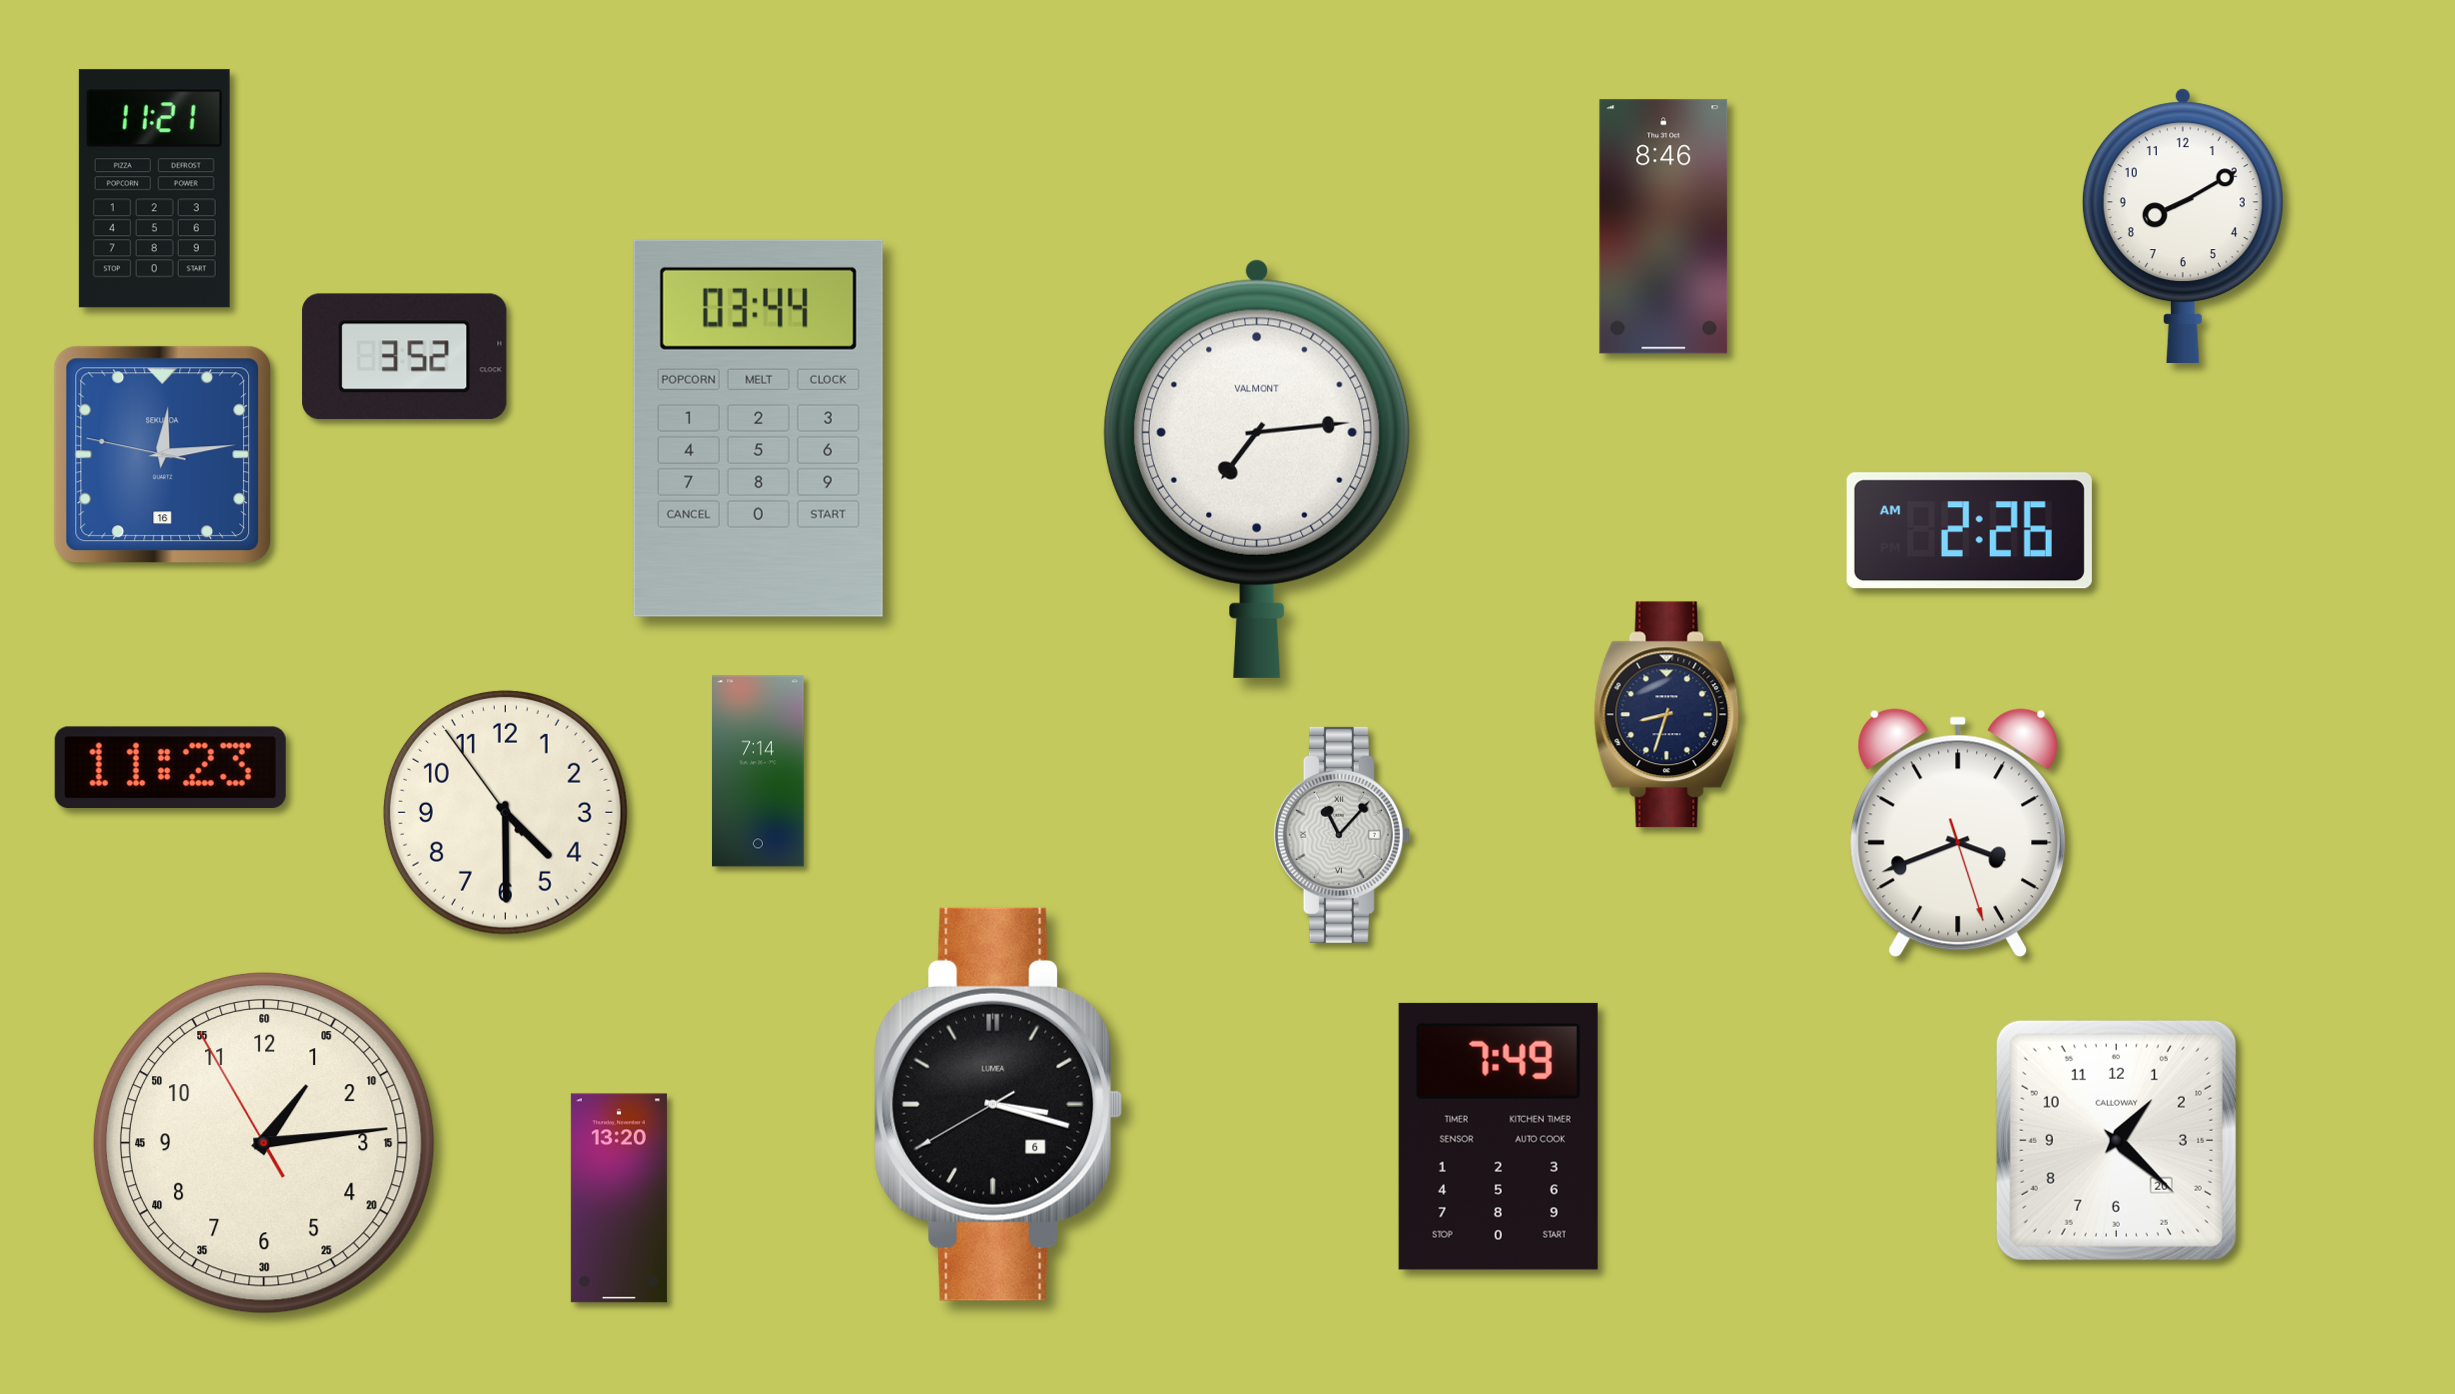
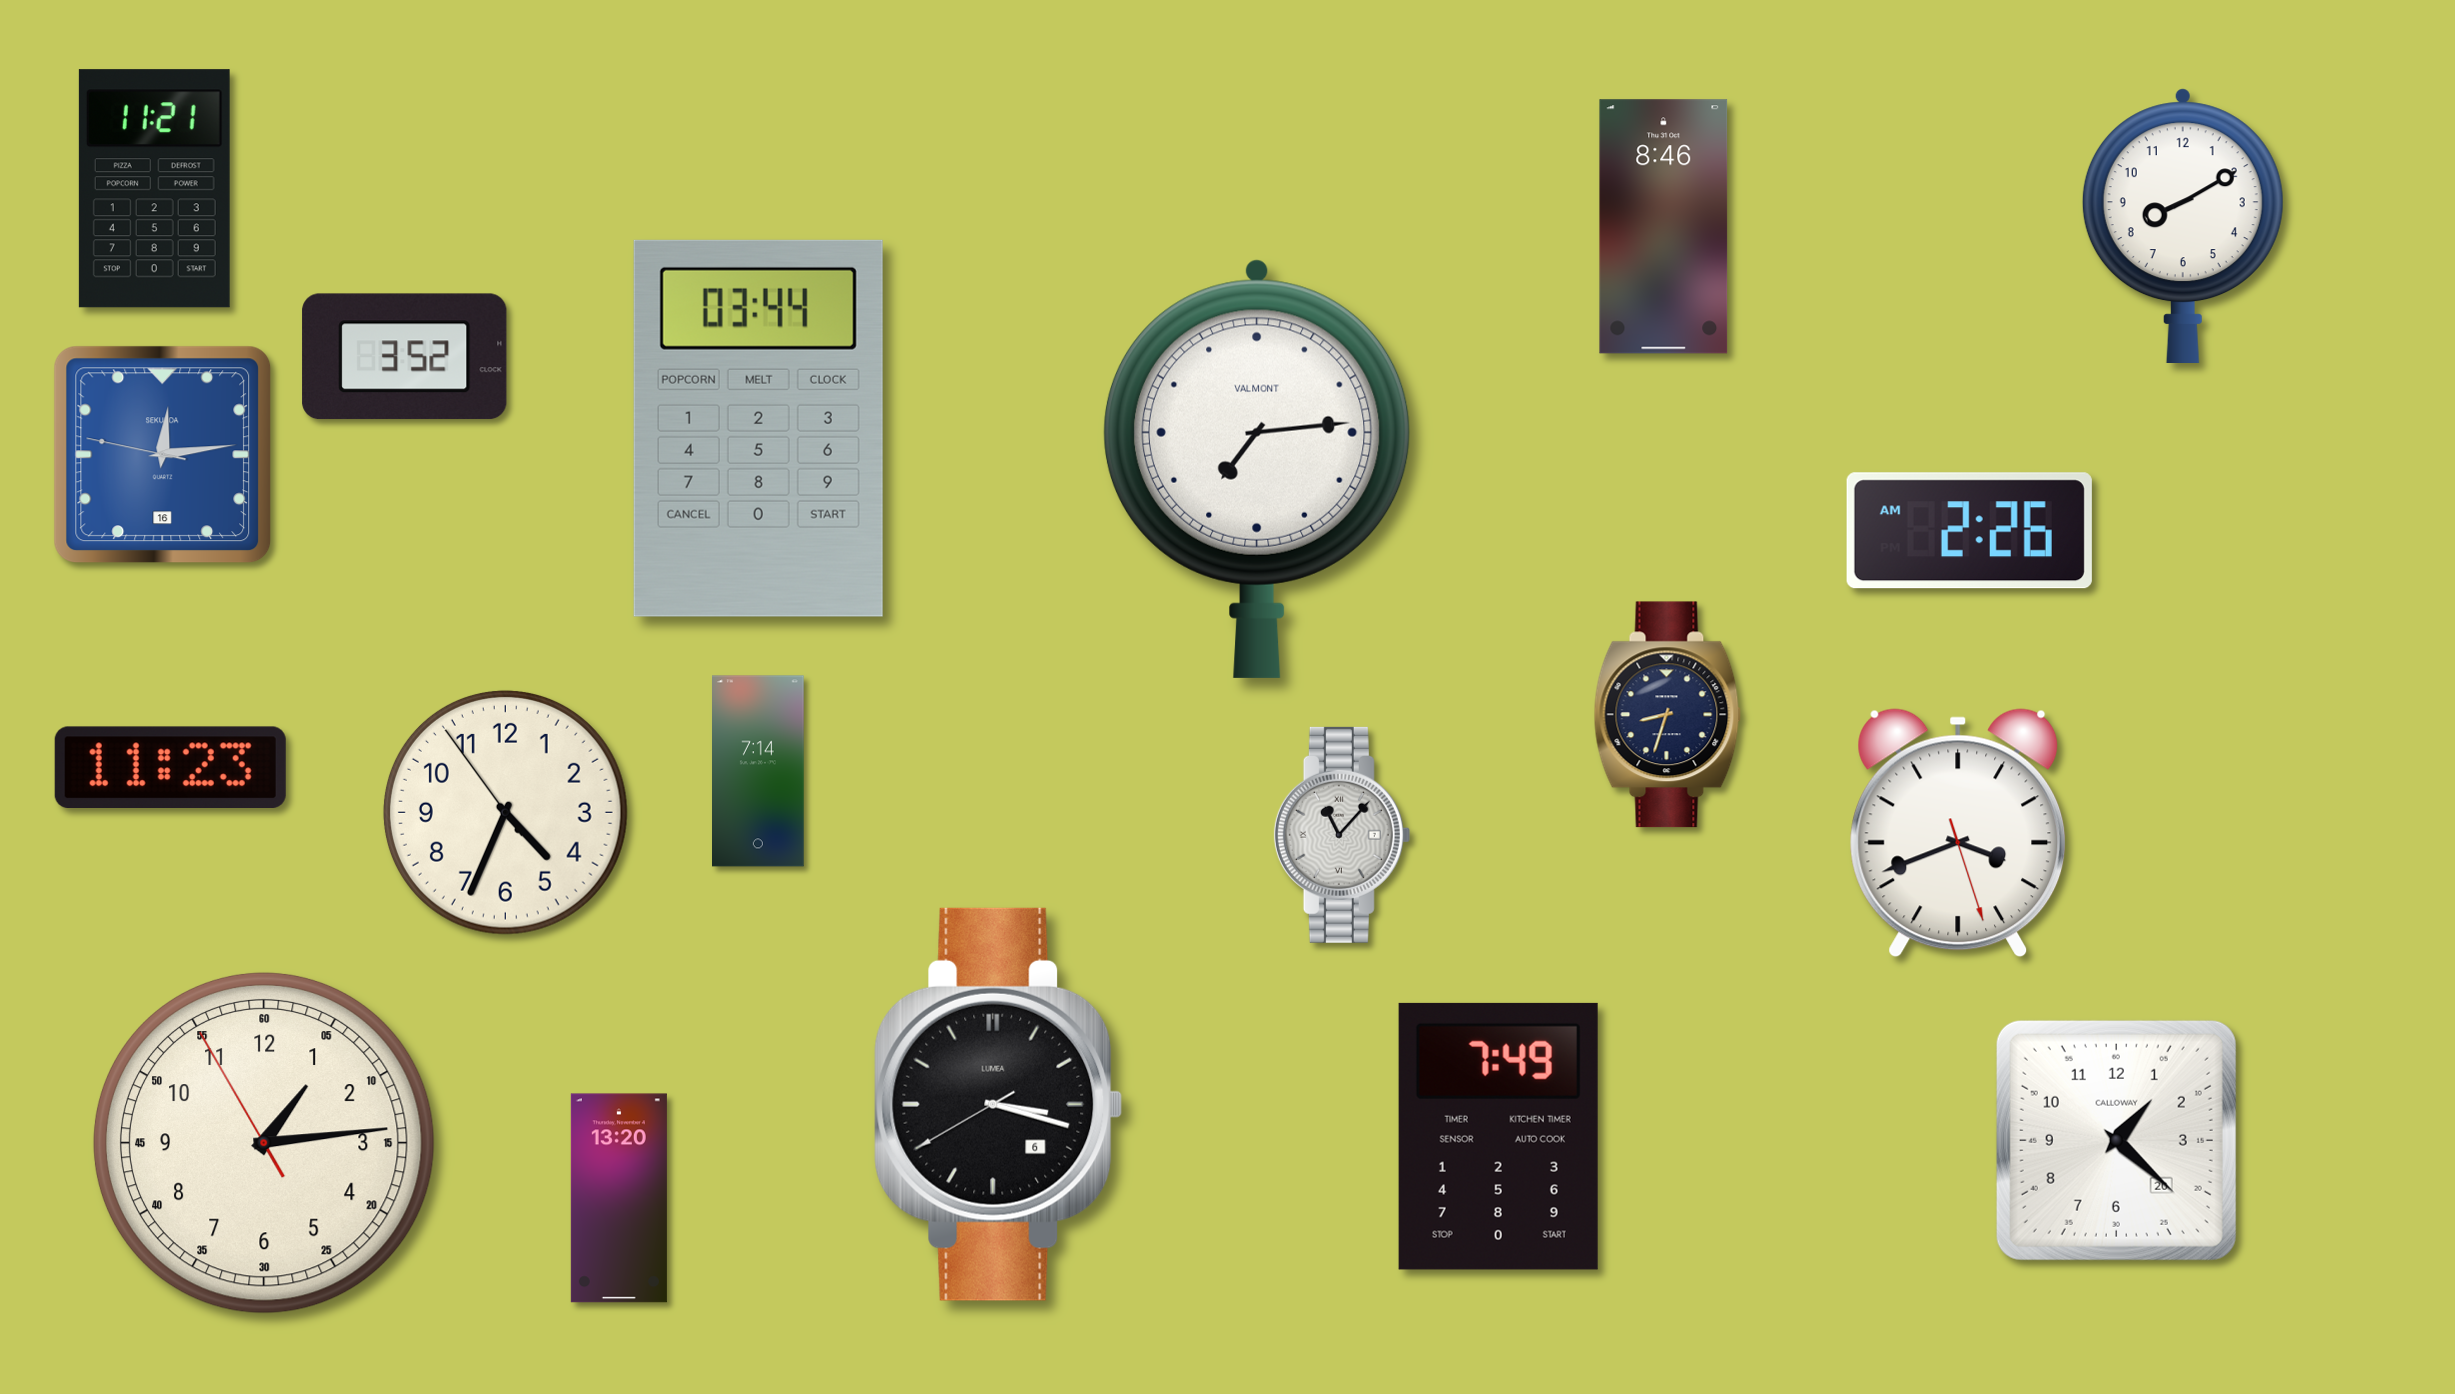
clock at (505, 812): 4:29 -> 4:33
